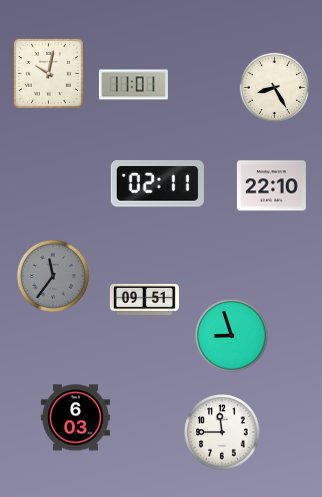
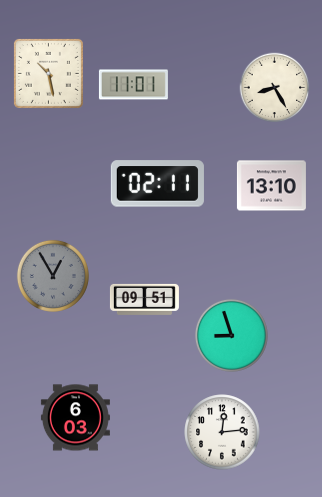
clock at (48, 73): 10:02 -> 10:28
clock at (271, 186): 22:10 -> 13:10
clock at (53, 276): 11:36 -> 12:55
clock at (222, 432): 11:45 -> 12:14
